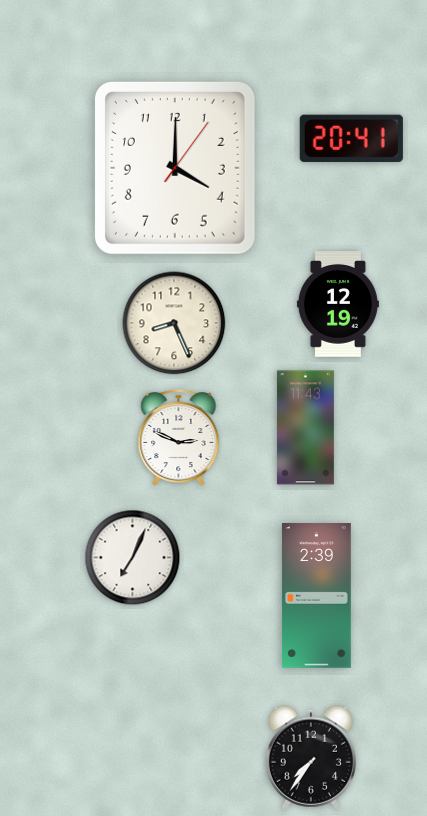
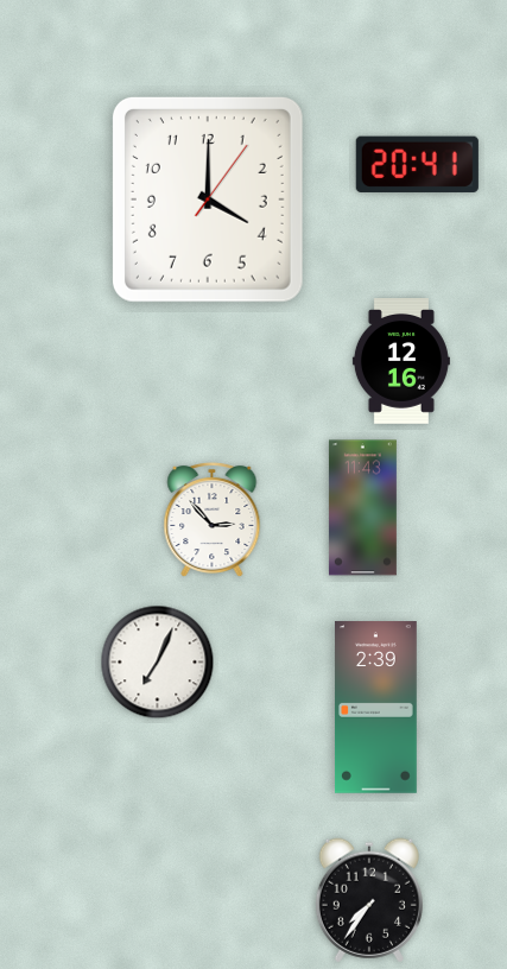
clock at (338, 305): 12:19 -> 12:16
clock at (174, 323): 8:26 -> none
clock at (179, 438): 2:49 -> 2:53
